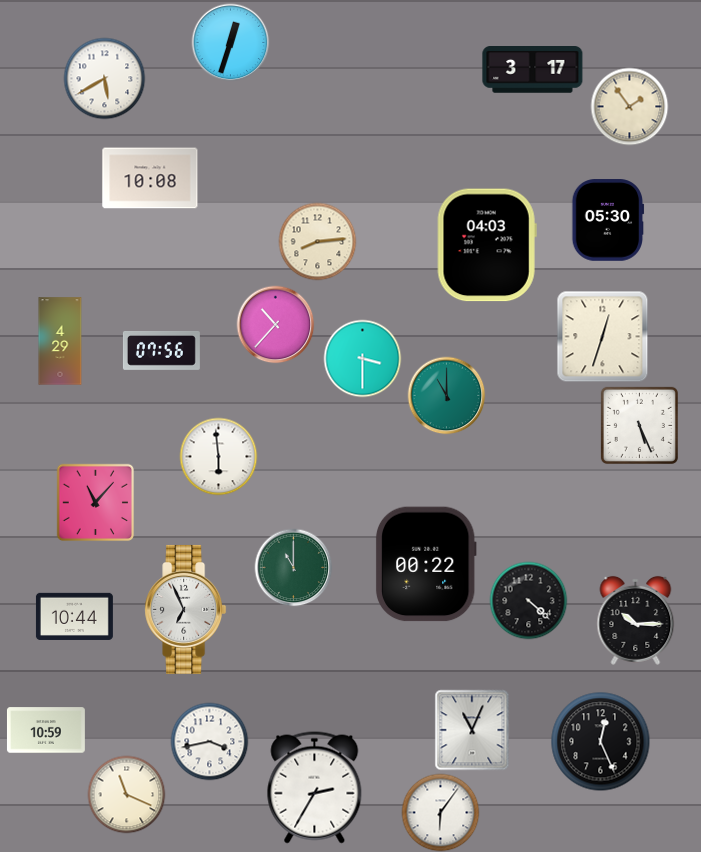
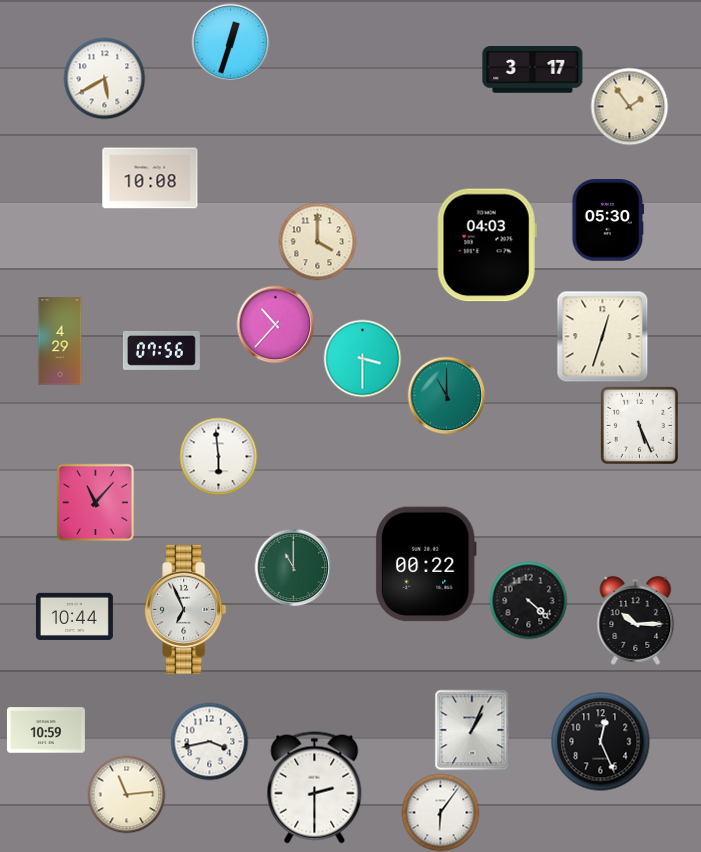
clock at (317, 241): 8:14 -> 4:00
clock at (472, 730): 11:04 -> 1:04
clock at (315, 788): 2:35 -> 2:30
clock at (126, 794): 11:19 -> 11:14
